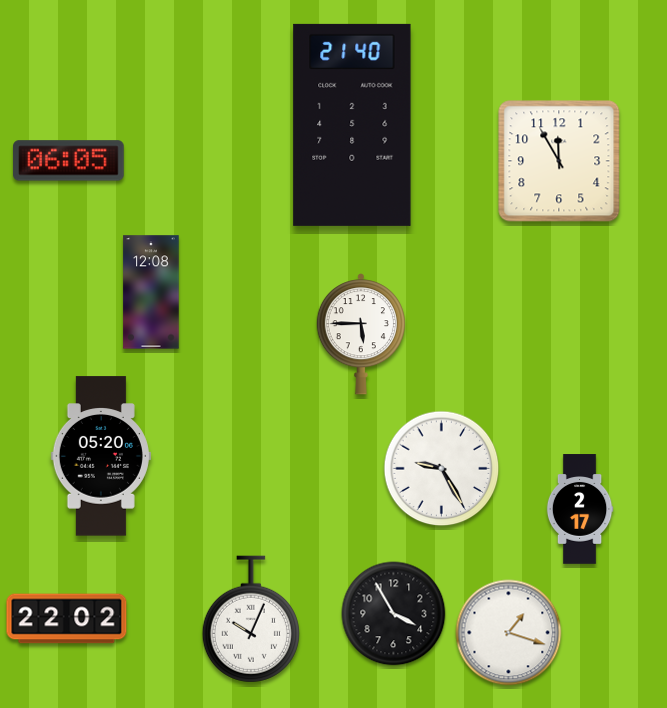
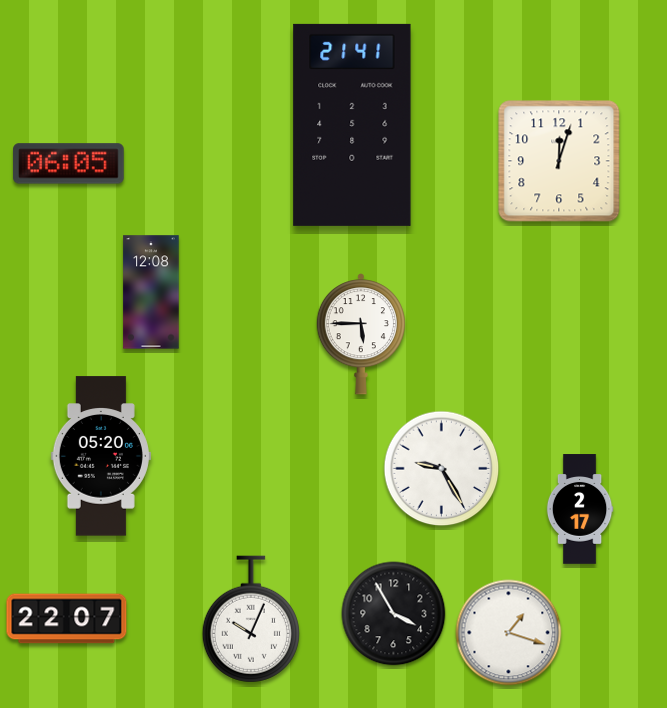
clock at (352, 125): 21:40 -> 21:41
clock at (69, 161) position: (69, 161) -> (69, 164)
clock at (559, 161): 11:55 -> 12:03
clock at (67, 619): 22:02 -> 22:07
